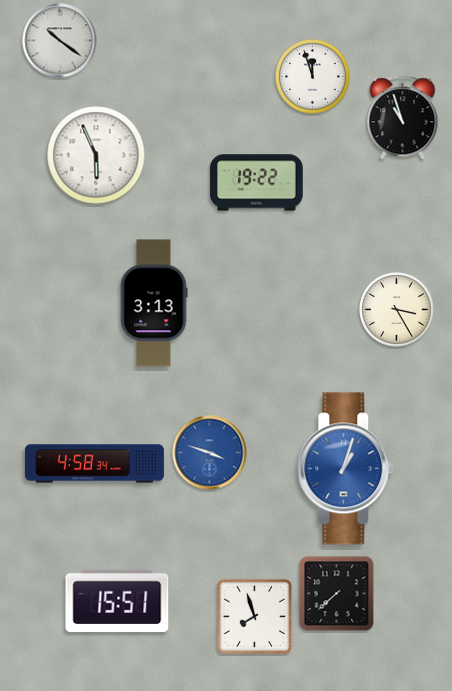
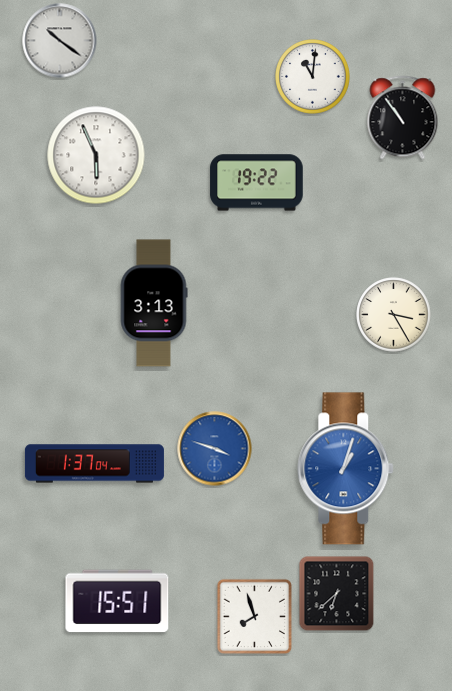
clock at (313, 77): 11:57 -> 11:01
clock at (403, 118): 10:57 -> 10:54
clock at (397, 310) position: (397, 310) -> (394, 315)
clock at (210, 453) position: (210, 453) -> (215, 449)
clock at (94, 464): 4:58 -> 1:37
clock at (337, 594): 7:38 -> 6:38
